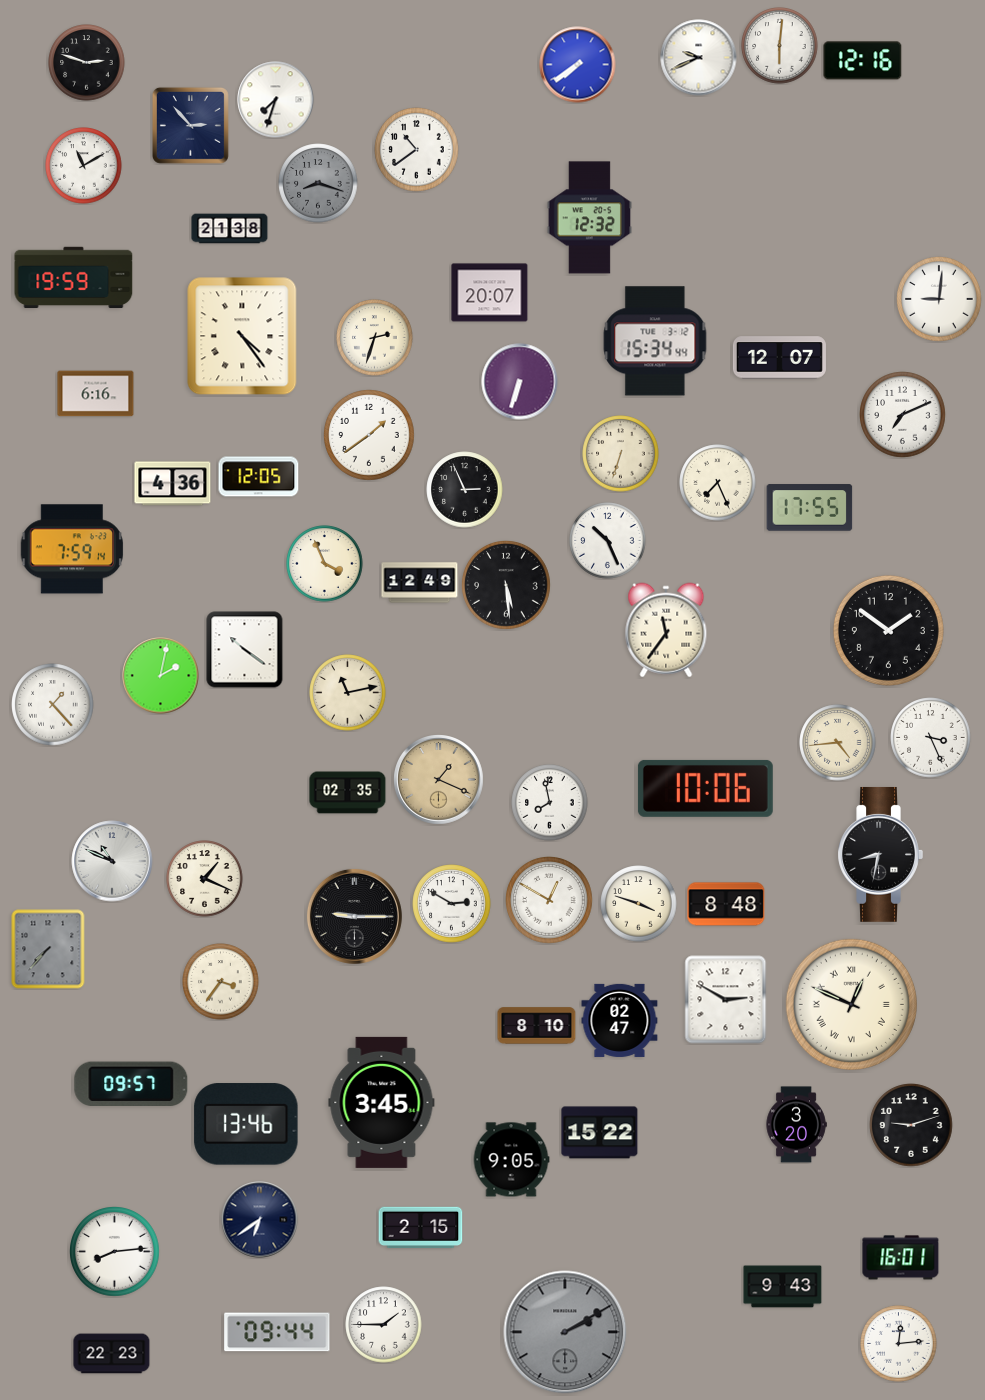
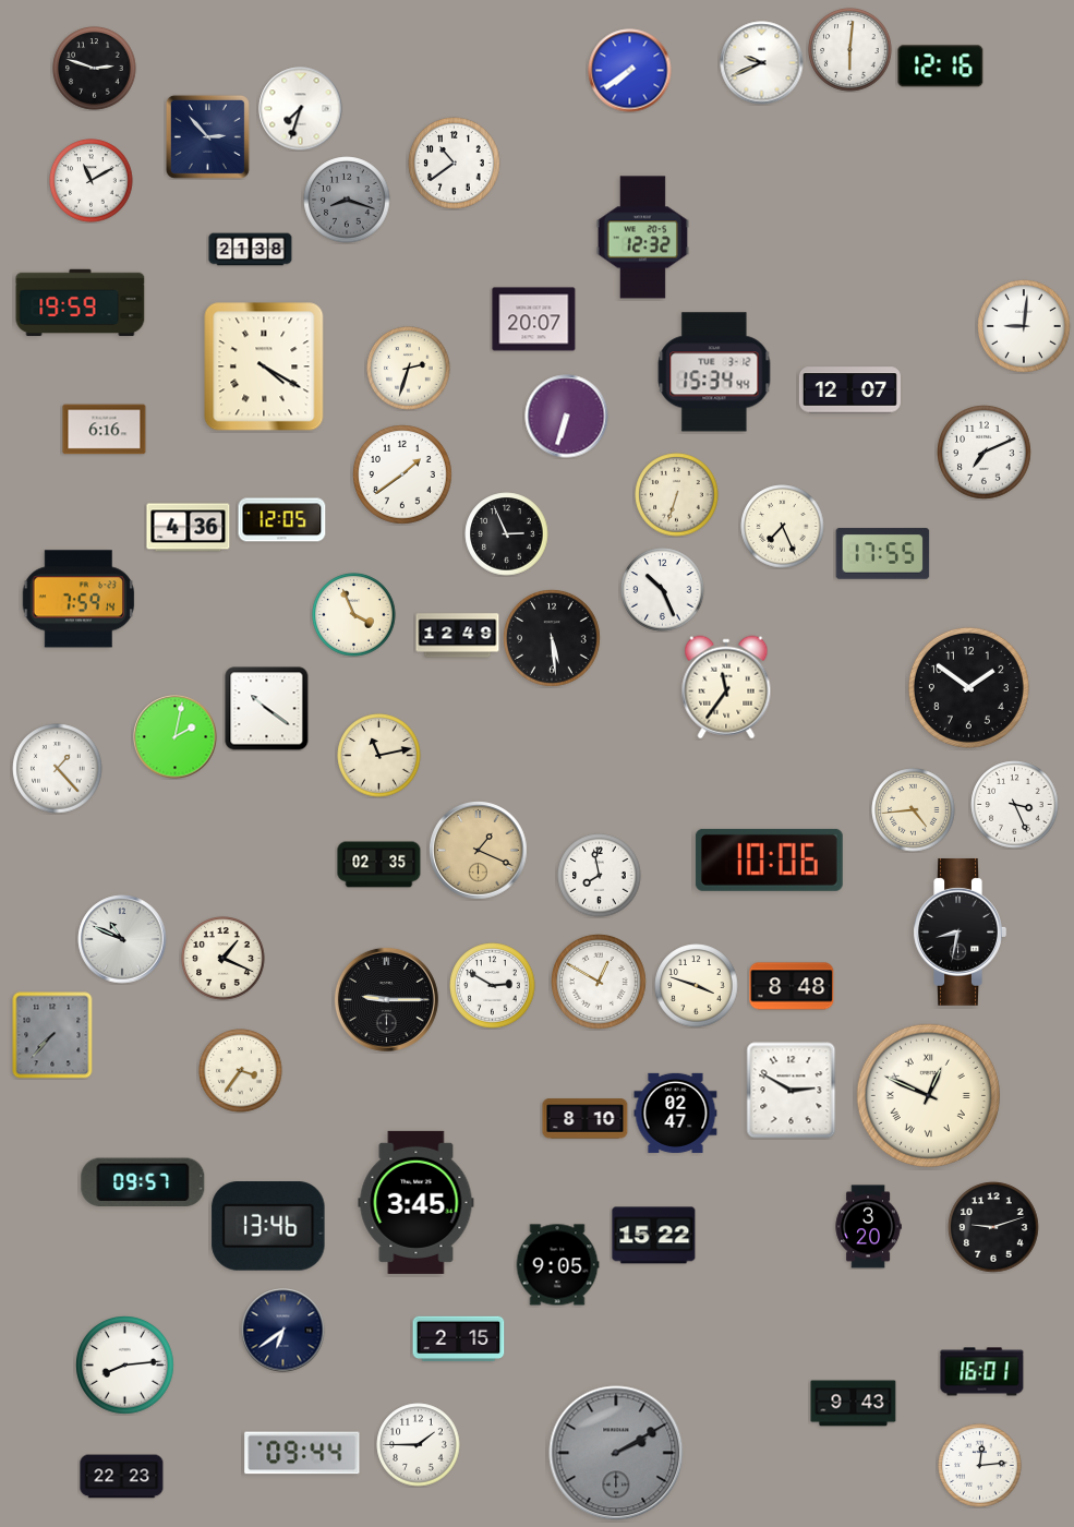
clock at (242, 336): 4:24 -> 4:20
